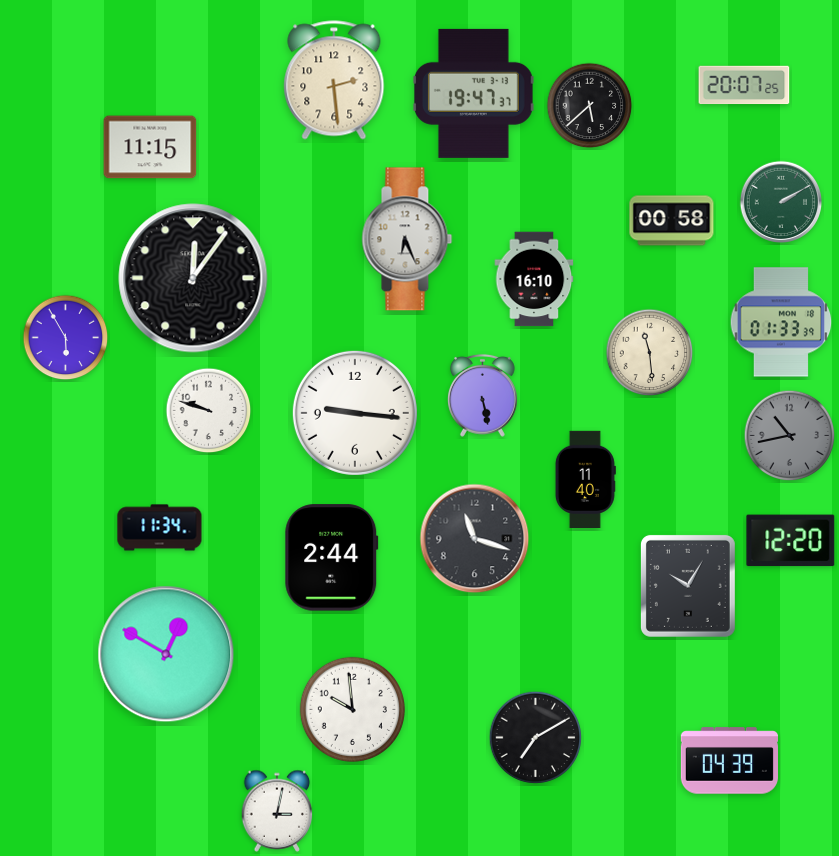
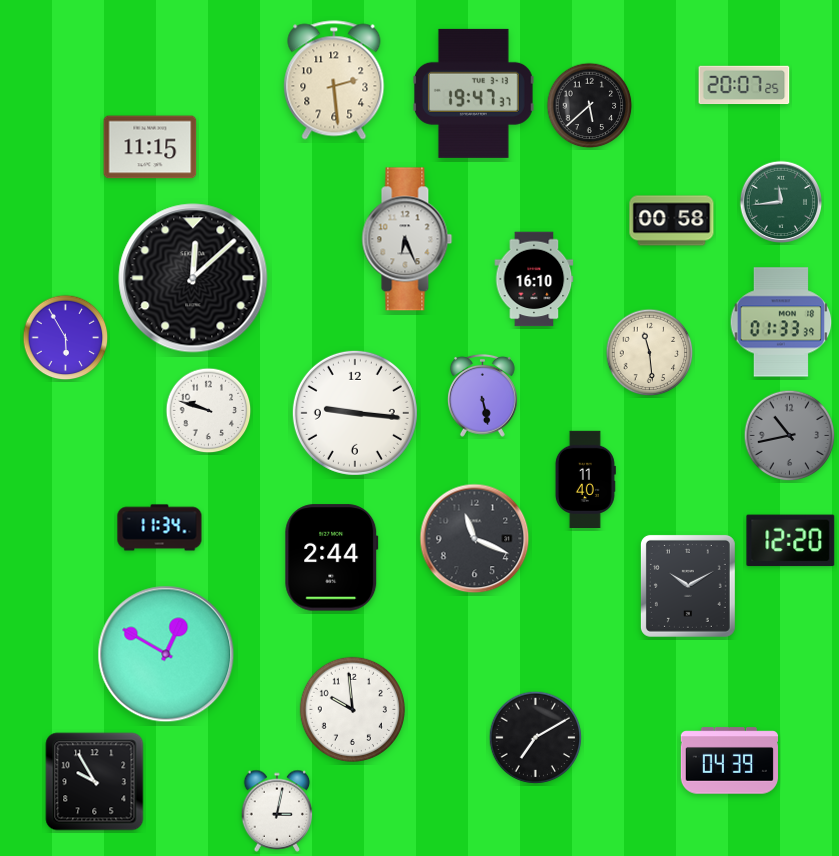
clock at (780, 201): 2:10 -> 11:44
clock at (193, 278): 12:06 -> 12:08
clock at (475, 539): 11:18 -> 11:19
clock at (688, 586): 10:05 -> 10:10
clock at (95, 782): none -> 9:55
